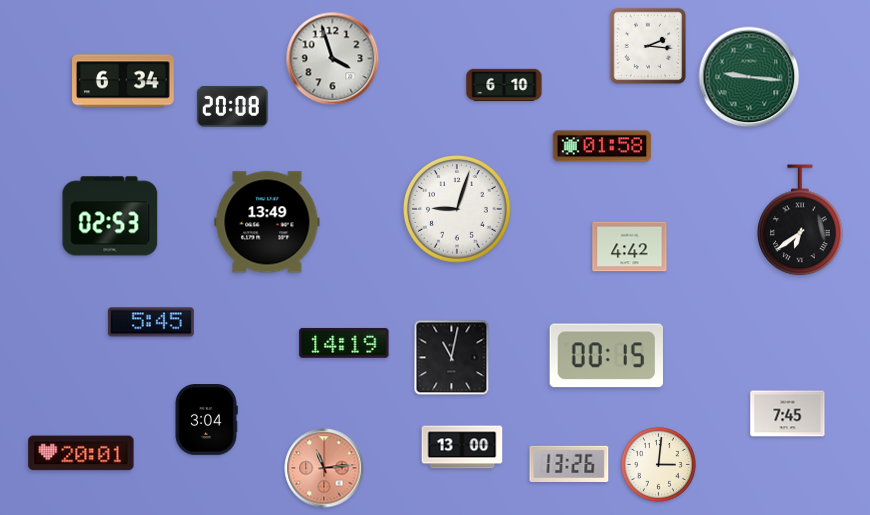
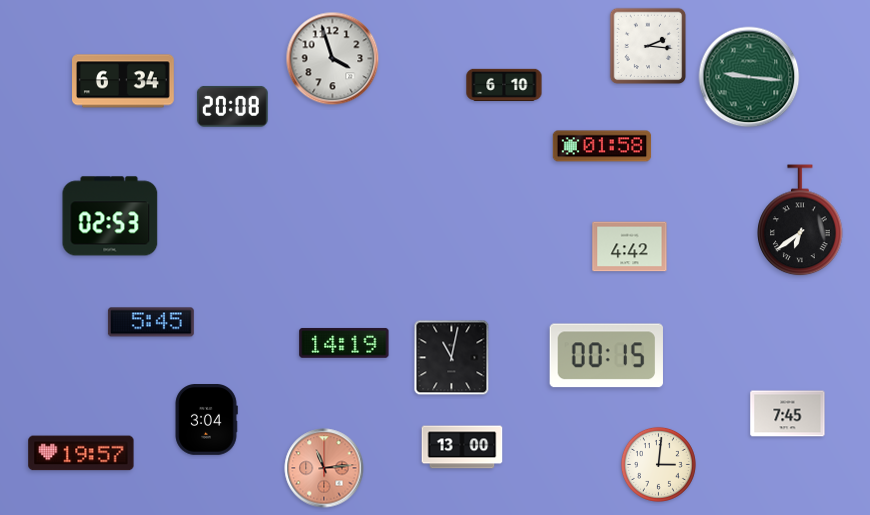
clock at (458, 210): 9:03 -> none
clock at (267, 222): 13:49 -> none
clock at (81, 453): 20:01 -> 19:57
clock at (569, 464): 13:26 -> none
